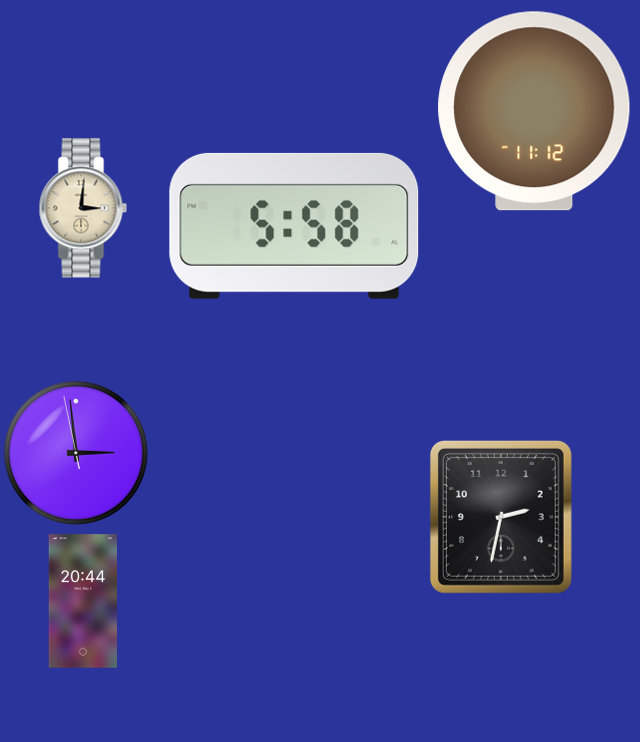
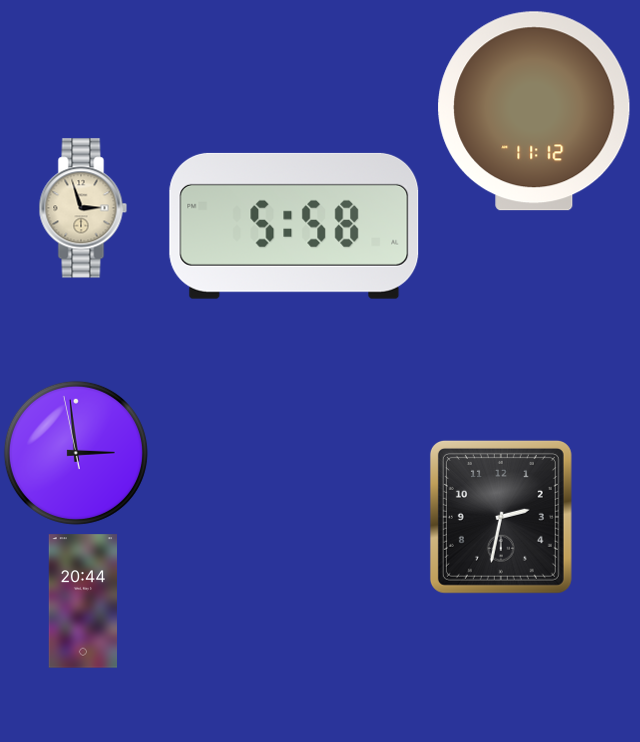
clock at (83, 208): 3:01 -> 2:57
